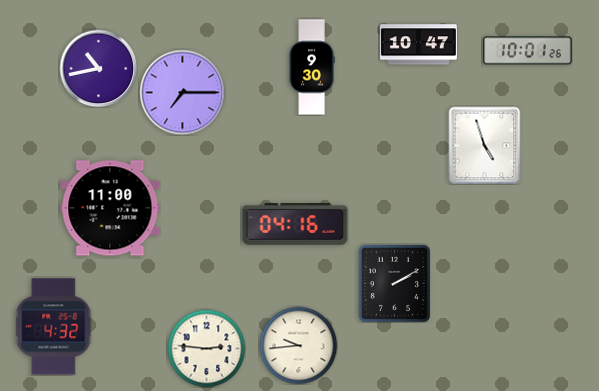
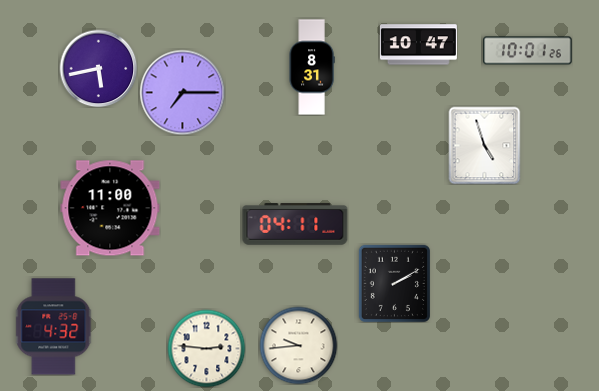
clock at (312, 67): 9:30 -> 8:31
clock at (98, 68): 10:43 -> 5:43
clock at (295, 224): 04:16 -> 04:11
